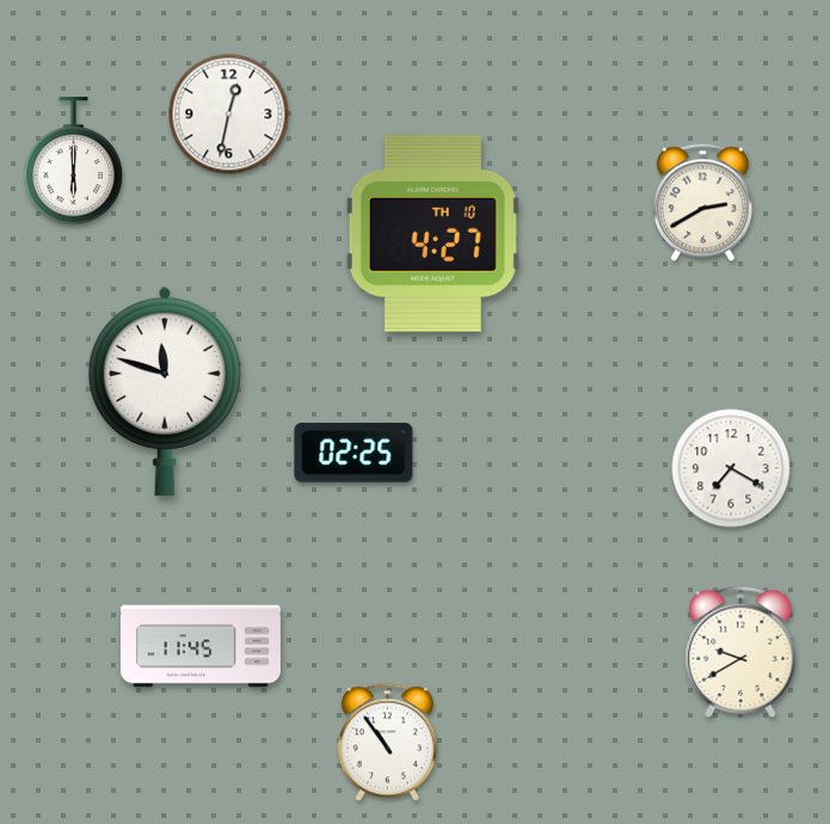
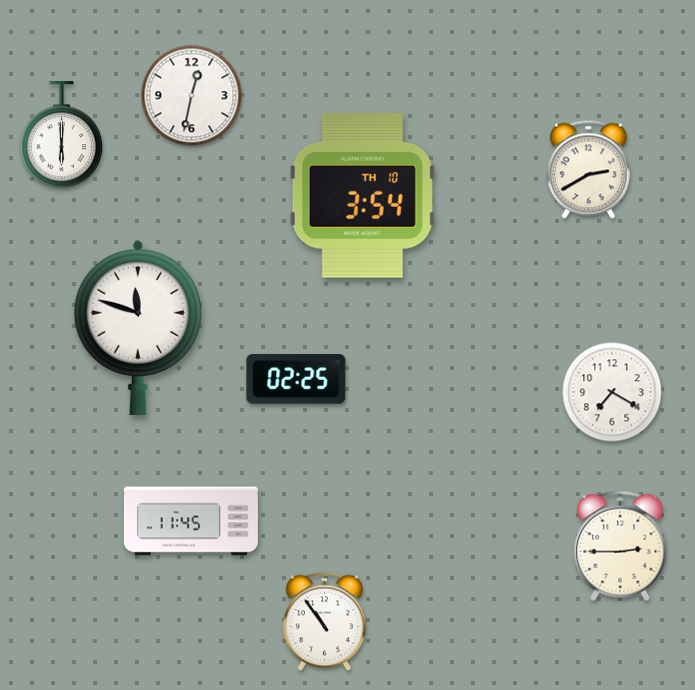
clock at (432, 233): 4:27 -> 3:54
clock at (201, 646) position: (201, 646) -> (191, 521)
clock at (740, 652): 9:40 -> 2:45
